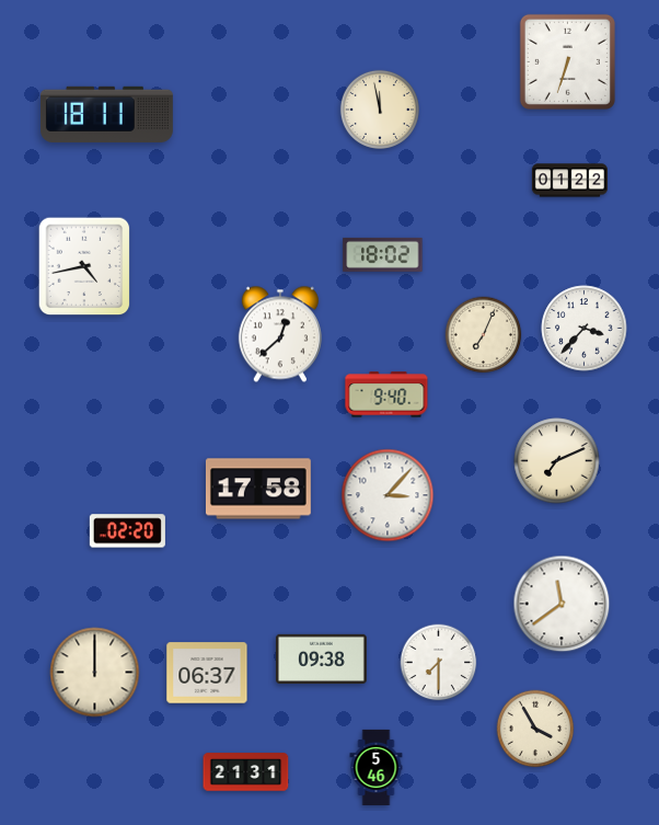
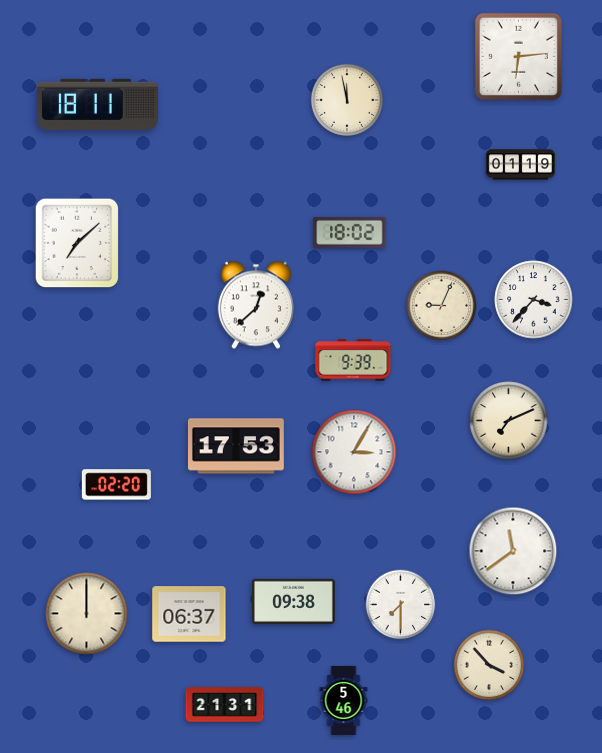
clock at (567, 61): 6:33 -> 6:14
clock at (569, 181): 01:22 -> 01:19
clock at (84, 266): 4:43 -> 7:08
clock at (484, 335): 7:04 -> 9:04
clock at (386, 394): 9:40 -> 9:39
clock at (258, 489): 17:58 -> 17:53
clock at (388, 495): 3:07 -> 3:05
clock at (535, 729): 3:55 -> 3:53
